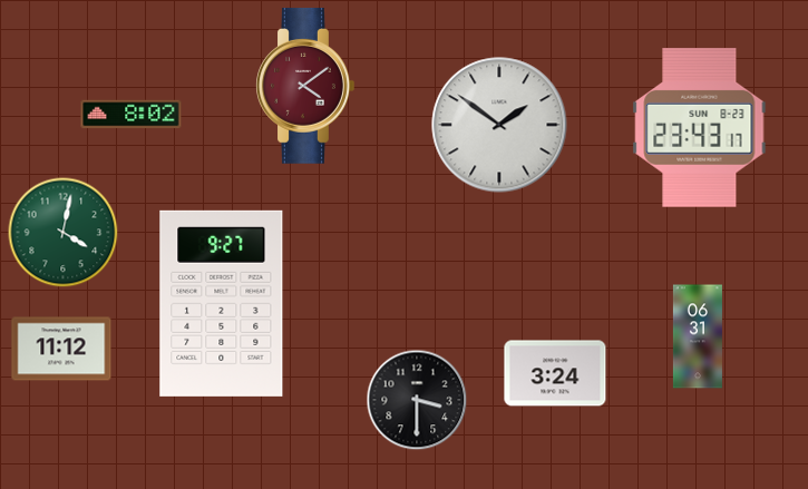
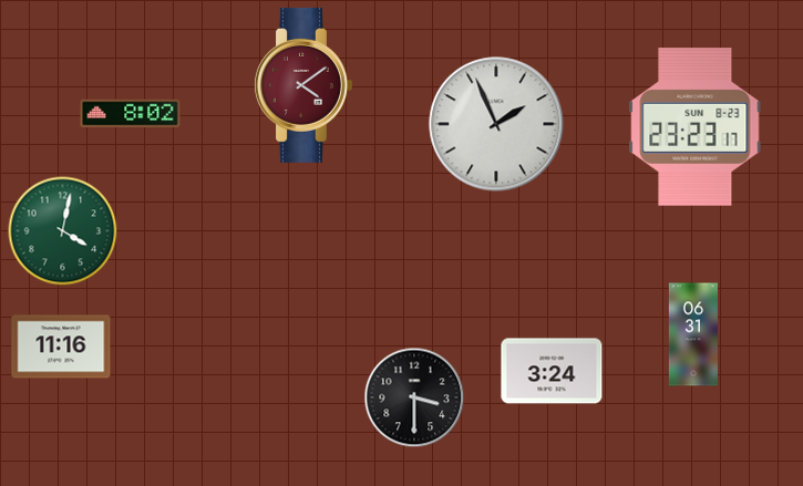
clock at (499, 125): 1:51 -> 1:56
clock at (700, 128): 23:43 -> 23:23
clock at (222, 303): 9:27 -> none
clock at (61, 349): 11:12 -> 11:16
